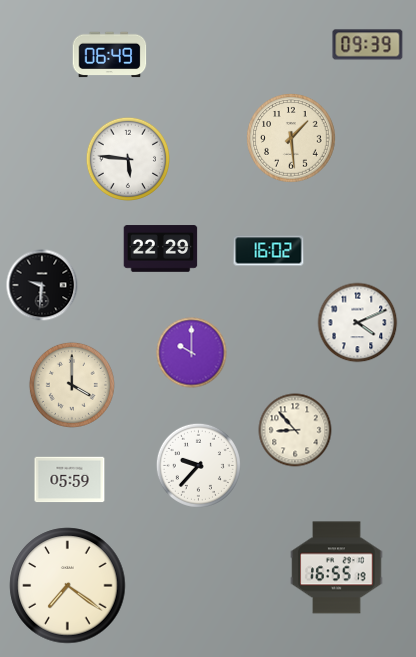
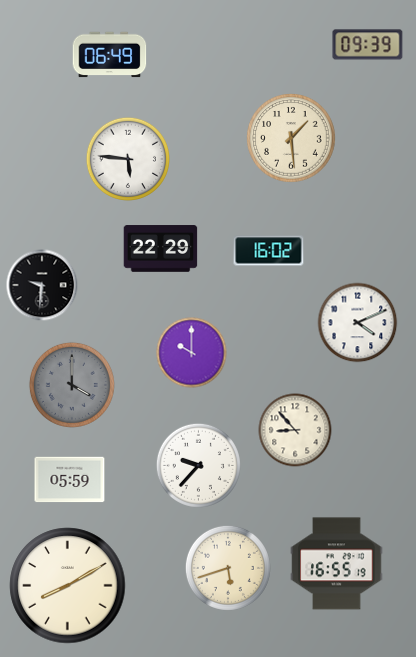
clock at (72, 385) dial: cream -> grey
clock at (228, 568): none -> 5:42
clock at (337, 568) position: (337, 568) -> (337, 564)
clock at (68, 586): 7:21 -> 8:10
